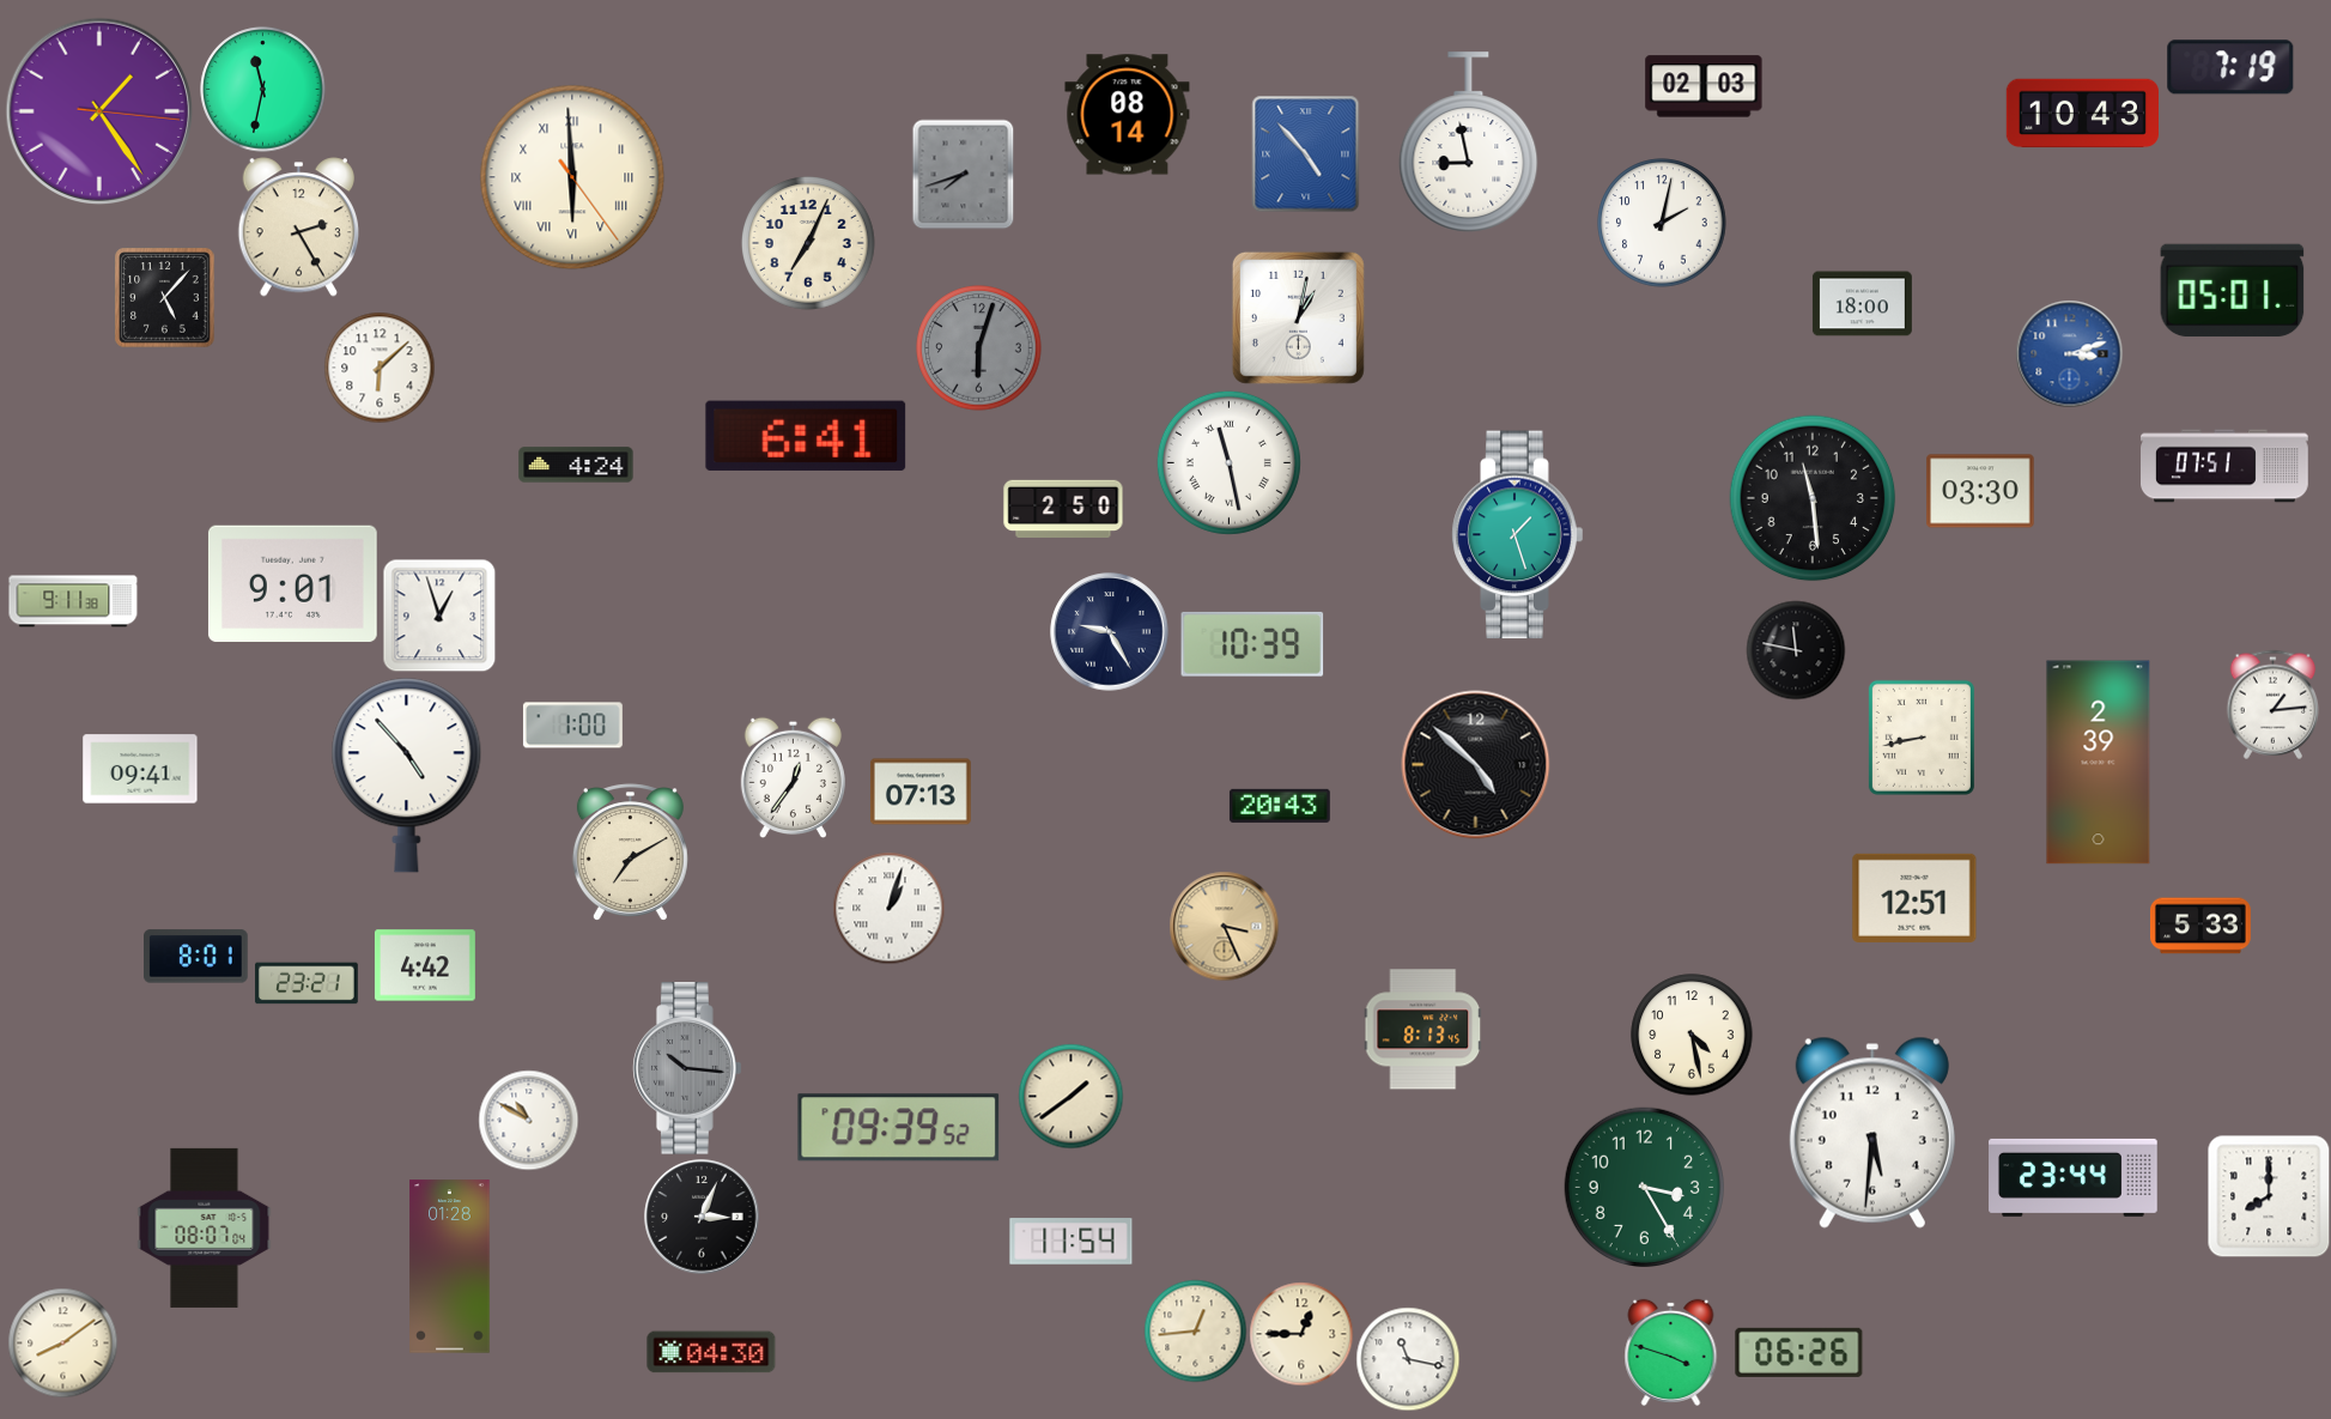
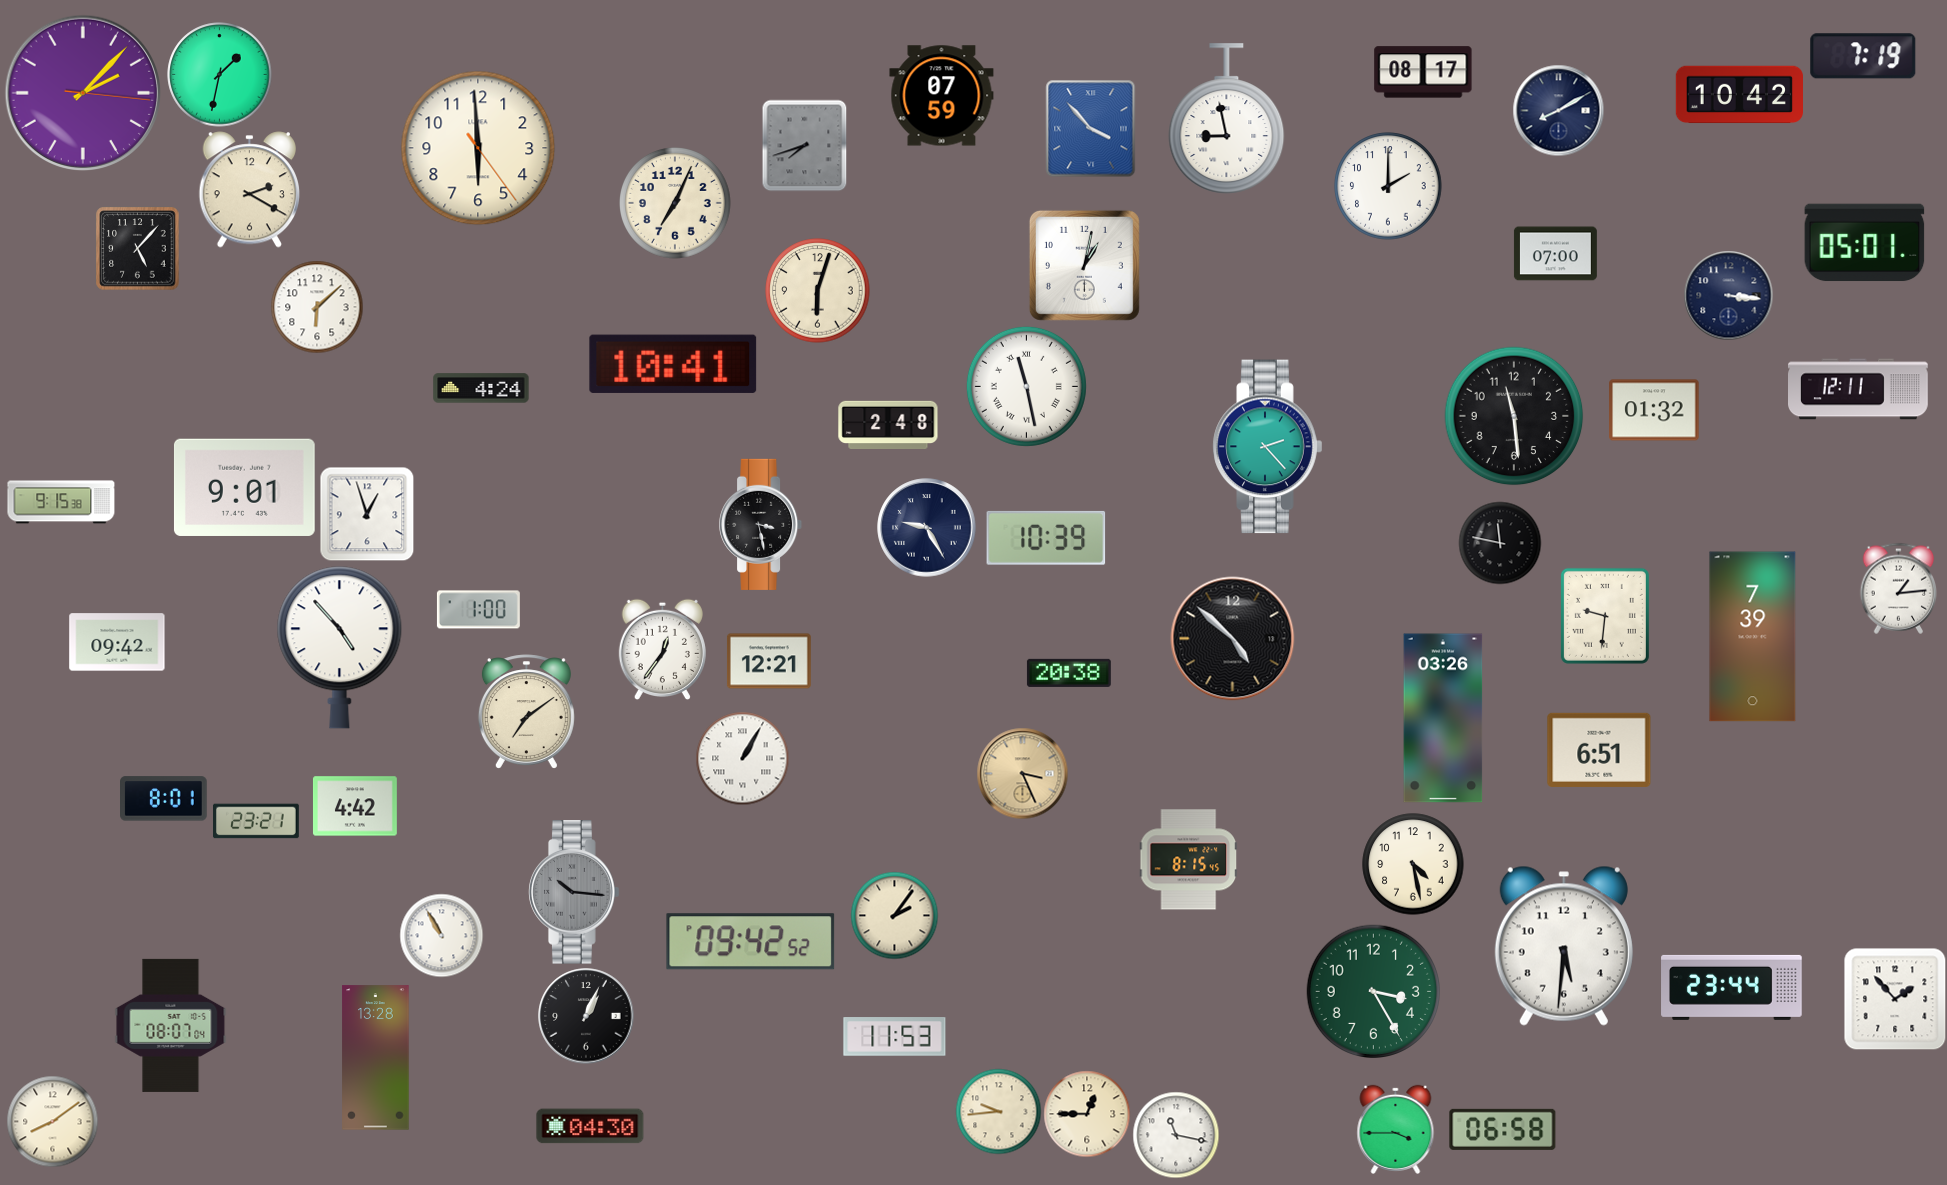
clock at (1704, 86): 02:03 -> 08:17
clock at (263, 90): 11:32 -> 1:32
clock at (98, 110): 1:24 -> 2:07
clock at (2082, 114): 10:43 -> 10:42
clock at (1128, 115): 08:14 -> 07:59
clock at (1558, 110): none -> 8:10
clock at (1306, 153): 4:53 -> 3:53
clock at (572, 177) numerals: Roman -> Arabic
clock at (1662, 223): 2:02 -> 2:00
clock at (298, 228): 2:25 -> 2:20
clock at (1862, 304): 18:00 -> 07:00
clock at (979, 348) dial: grey -> cream
clock at (2069, 353): 3:12 -> 3:16
clock at (2069, 353) dial: blue -> navy
clock at (806, 436): 6:41 -> 10:41
clock at (2226, 466): 07:51 -> 12:11
clock at (1980, 491): 03:30 -> 01:32
clock at (1063, 509): 2:50 -> 2:48
clock at (1518, 535): 1:27 -> 2:23
clock at (73, 601): 9:11 -> 9:15
clock at (761, 524): none -> 3:28
clock at (572, 726) position: (572, 726) -> (478, 610)
clock at (1922, 738): 8:43 -> 9:31
clock at (2099, 763): 2:39 -> 7:39
clock at (140, 769): 09:41 -> 09:42
clock at (921, 792): 07:13 -> 12:21
clock at (1280, 806): 20:43 -> 20:38
clock at (630, 853): 7:10 -> 7:09
clock at (1443, 718): none -> 03:26
clock at (1914, 898): 12:51 -> 6:51
clock at (888, 908): 1:03 -> 1:05
clock at (2202, 926): 5:33 -> none
clock at (1424, 1030): 8:13 -> 8:15
clock at (1070, 1096): 1:39 -> 2:06
clock at (528, 1120): 10:50 -> 10:55
clock at (899, 1128): 09:39 -> 09:42
clock at (2074, 1177) position: (2074, 1177) -> (1732, 987)
clock at (2269, 1196): 8:00 -> 1:53
clock at (702, 1217): 3:04 -> 1:04
clock at (1072, 1242): 11:54 -> 11:53
clock at (450, 1267): 01:28 -> 13:28
clock at (1195, 1330): 12:44 -> 9:44
clock at (711, 1352) position: (711, 1352) -> (590, 1126)
clock at (1671, 1352): 3:48 -> 3:45
clock at (1799, 1352): 06:26 -> 06:58
